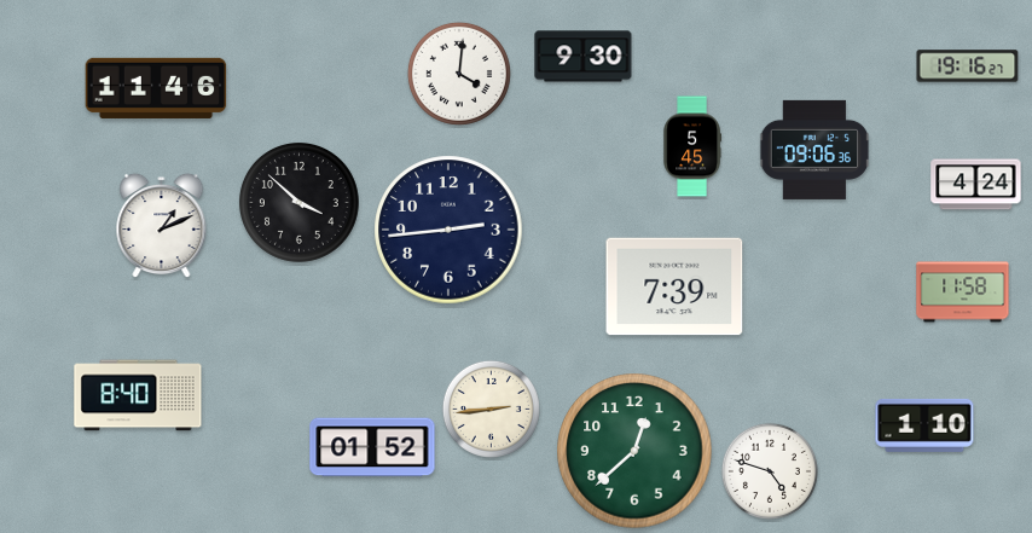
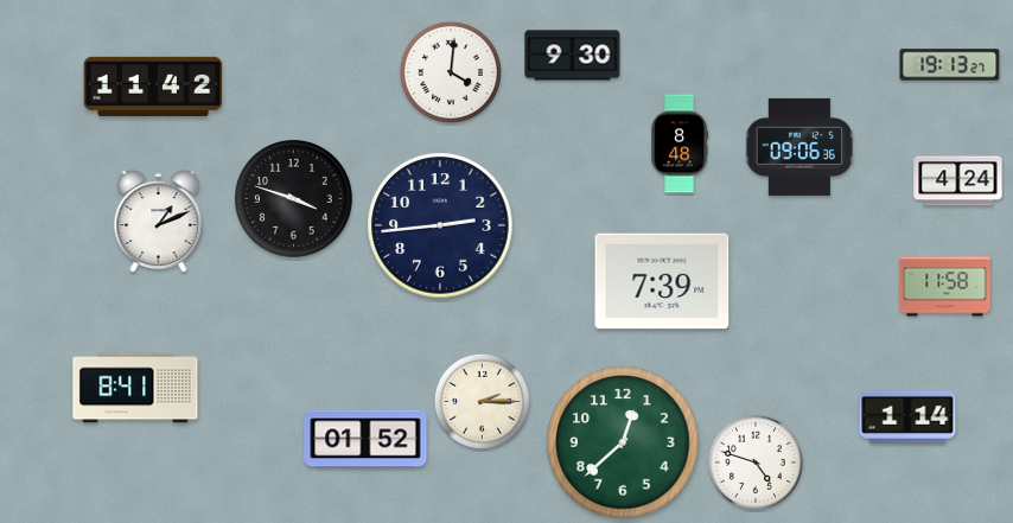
clock at (968, 66): 19:16 -> 19:13
clock at (156, 88): 11:46 -> 11:42
clock at (691, 146): 5:45 -> 8:48
clock at (298, 202): 3:52 -> 3:48
clock at (138, 395): 8:40 -> 8:41
clock at (491, 409): 2:44 -> 2:15
clock at (924, 425): 1:10 -> 1:14
